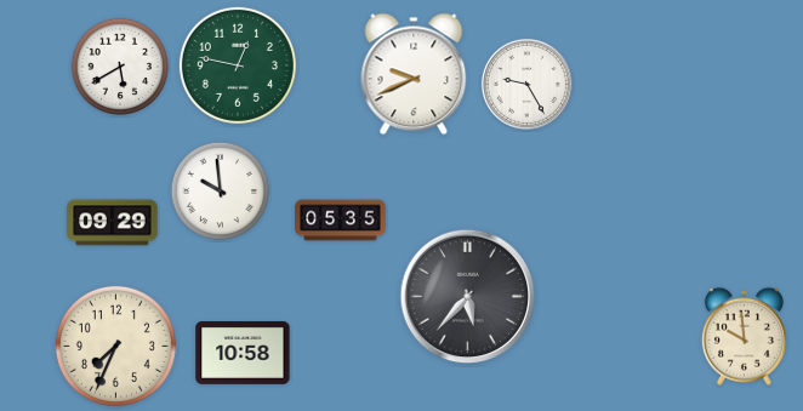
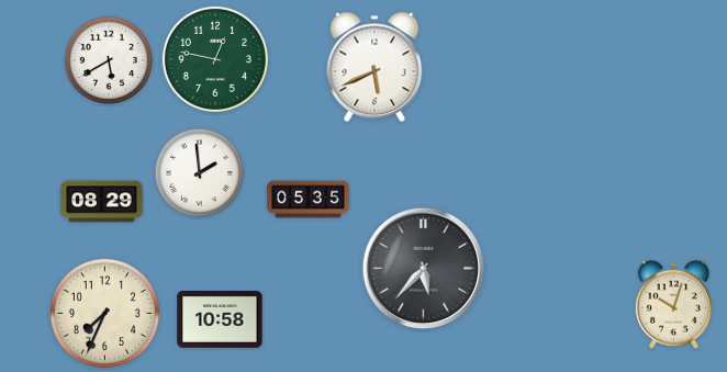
clock at (414, 74): 9:41 -> 5:41
clock at (526, 84): 9:25 -> none
clock at (220, 190): 9:59 -> 1:59
clock at (113, 223): 09:29 -> 08:29
clock at (744, 336): 9:59 -> 10:03
